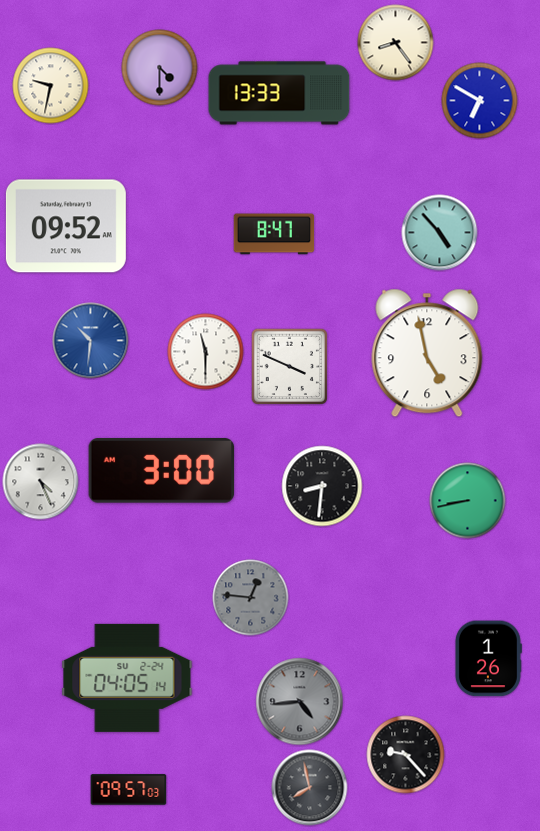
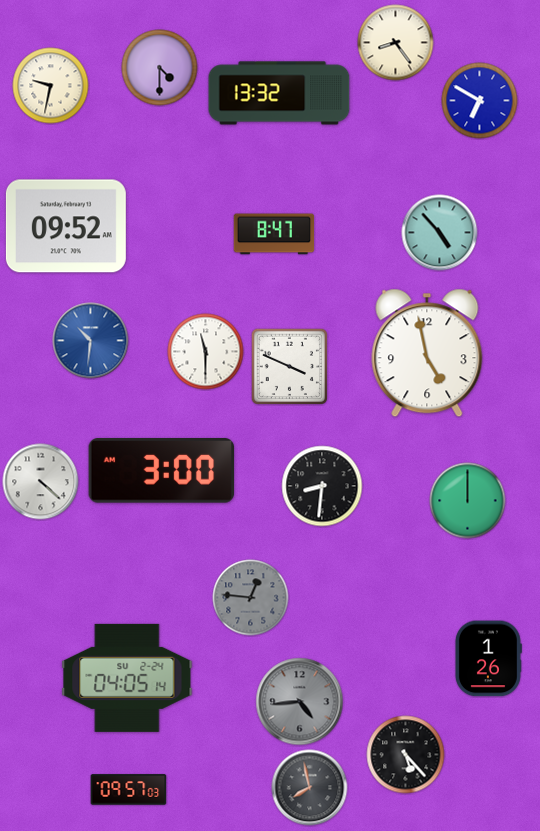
clock at (279, 93): 13:33 -> 13:32
clock at (41, 482): 4:26 -> 4:22
clock at (468, 501): 8:43 -> 12:00
clock at (406, 755): 9:23 -> 5:23
